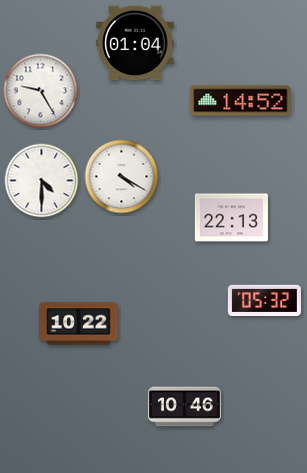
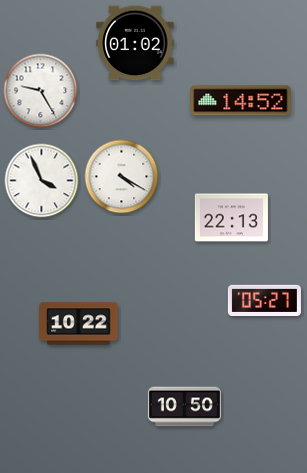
clock at (135, 43): 01:04 -> 01:02
clock at (42, 181): 4:30 -> 3:56
clock at (264, 300): 05:32 -> 05:27
clock at (184, 407): 10:46 -> 10:50
